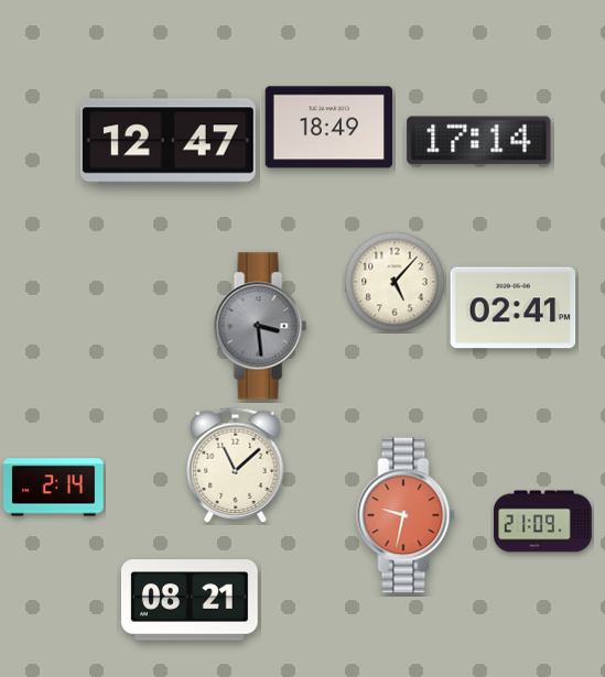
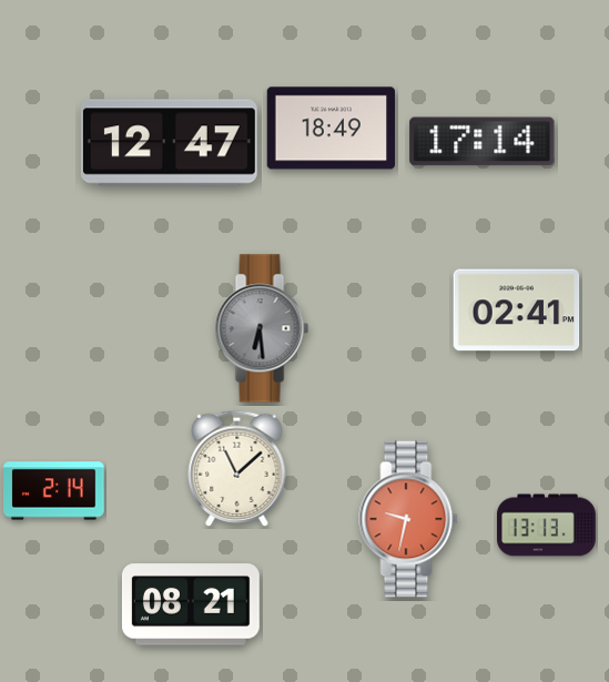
clock at (395, 282): 5:07 -> none
clock at (260, 326): 3:29 -> 6:29
clock at (542, 522): 21:09 -> 13:13
